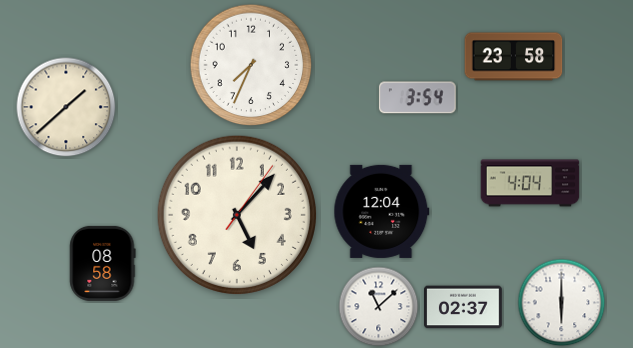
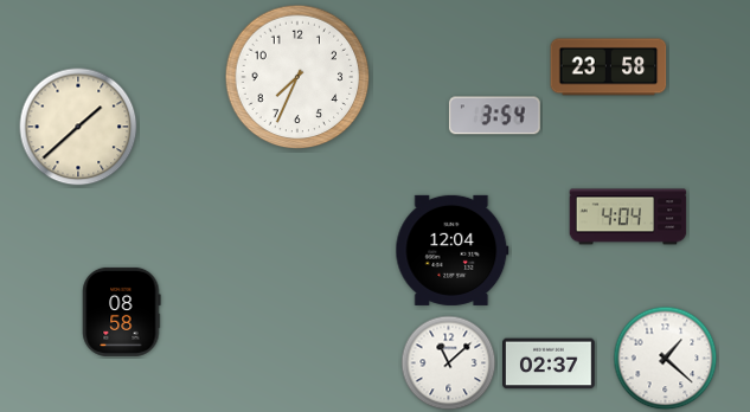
clock at (237, 215): 5:07 -> none
clock at (562, 303): 6:00 -> 1:22
